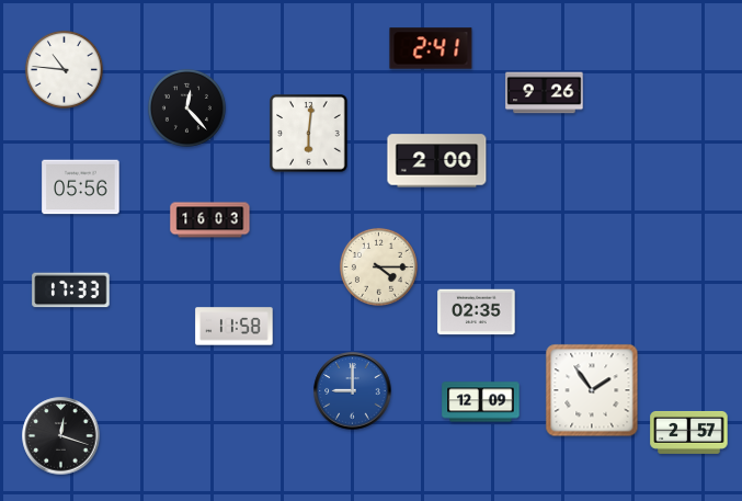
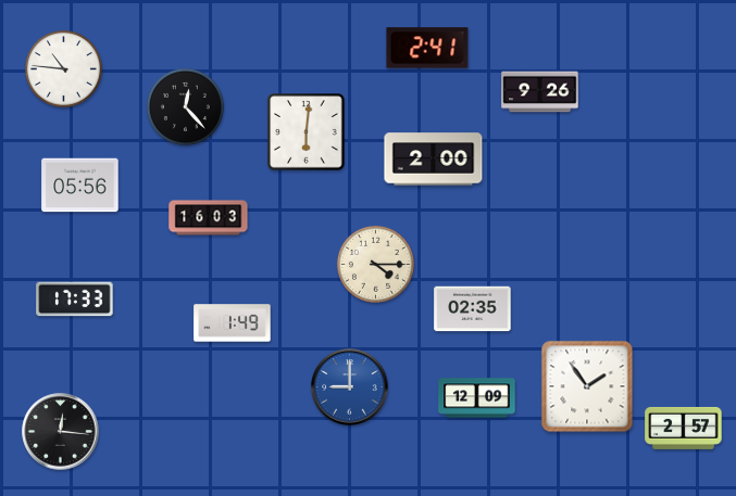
clock at (71, 291) position: (71, 291) -> (75, 300)
clock at (235, 327): 11:58 -> 1:49
clock at (61, 436): 12:18 -> 12:16
